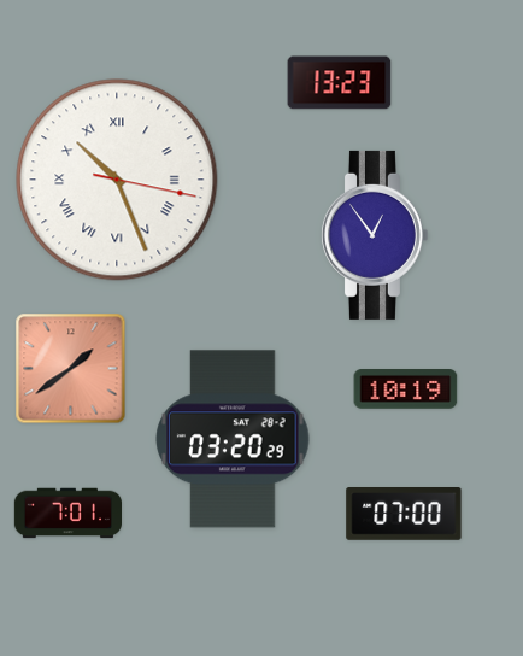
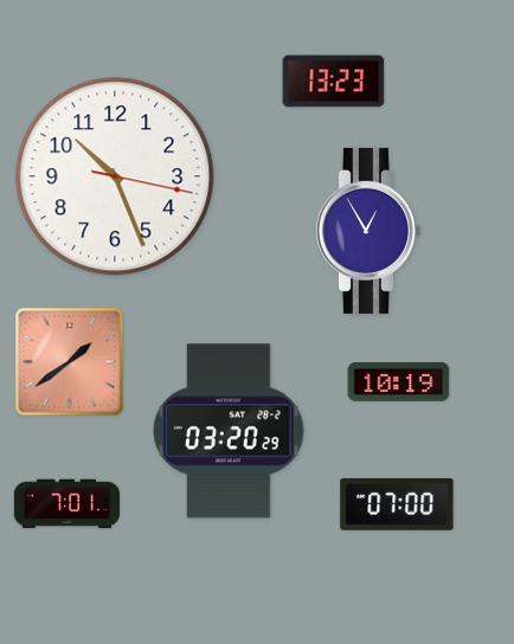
clock at (117, 180) numerals: Roman -> Arabic
clock at (374, 235): 12:54 -> 12:55
